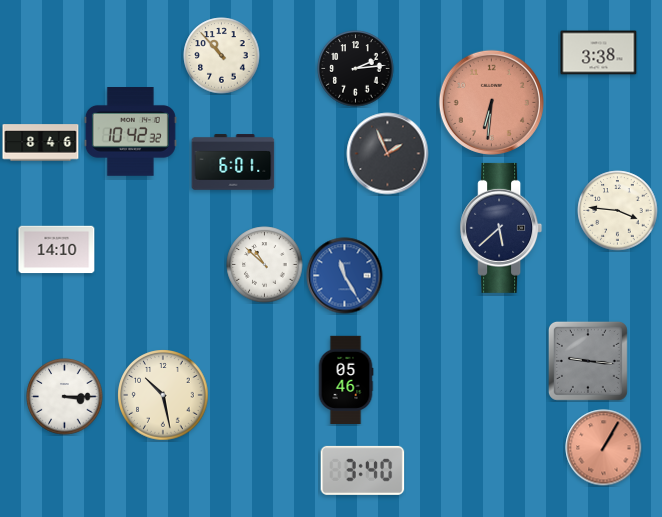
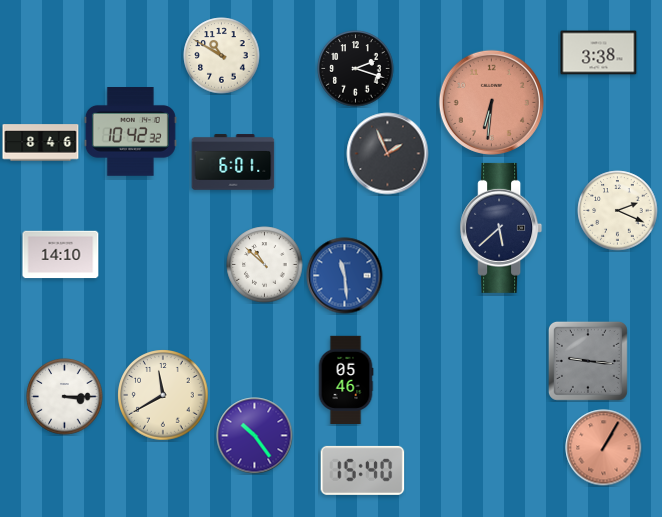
clock at (222, 56): 10:53 -> 10:50
clock at (356, 69): 2:14 -> 2:18
clock at (618, 211): 3:46 -> 2:19
clock at (57, 250) position: (57, 250) -> (61, 255)
clock at (345, 276): 11:25 -> 11:29
clock at (163, 395): 10:28 -> 11:40
clock at (255, 436): none -> 10:24
clock at (363, 470): 3:40 -> 15:40
